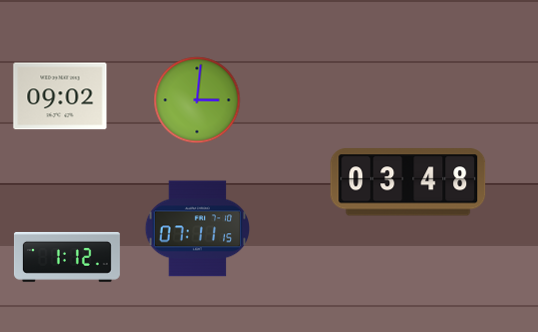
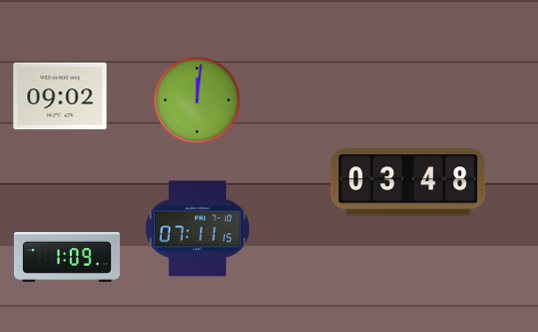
clock at (197, 100): 3:01 -> 12:01
clock at (67, 257): 1:12 -> 1:09
